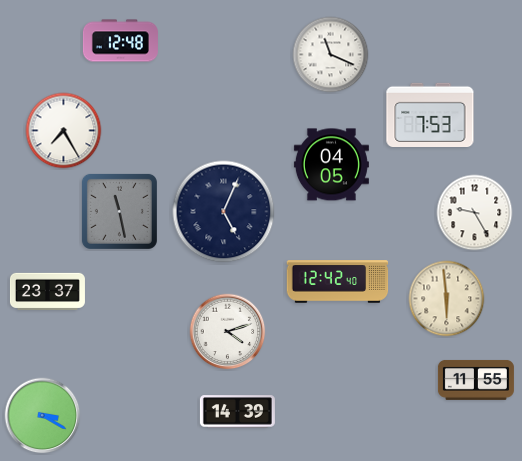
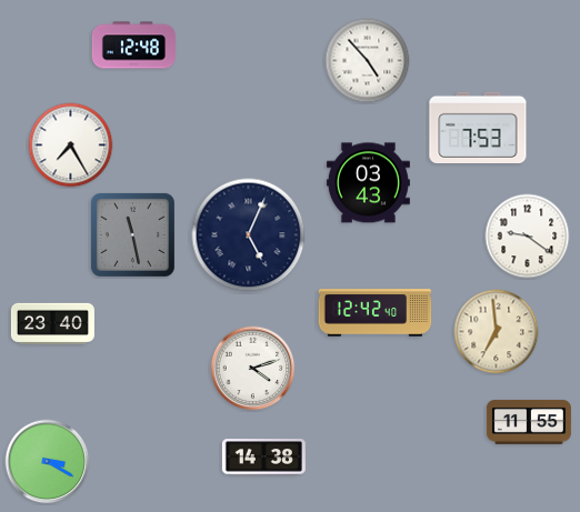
clock at (331, 55): 11:19 -> 4:53
clock at (331, 165): 04:05 -> 03:43
clock at (475, 213): 9:25 -> 9:21
clock at (47, 291): 23:37 -> 23:40
clock at (447, 299): 5:59 -> 6:59
clock at (237, 412): 14:39 -> 14:38
